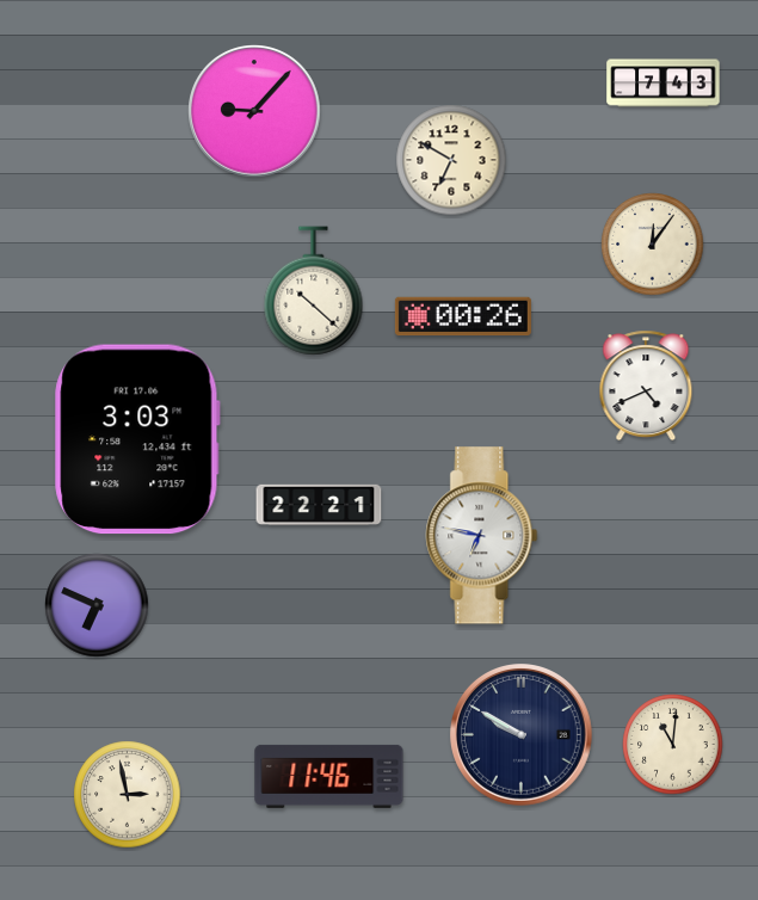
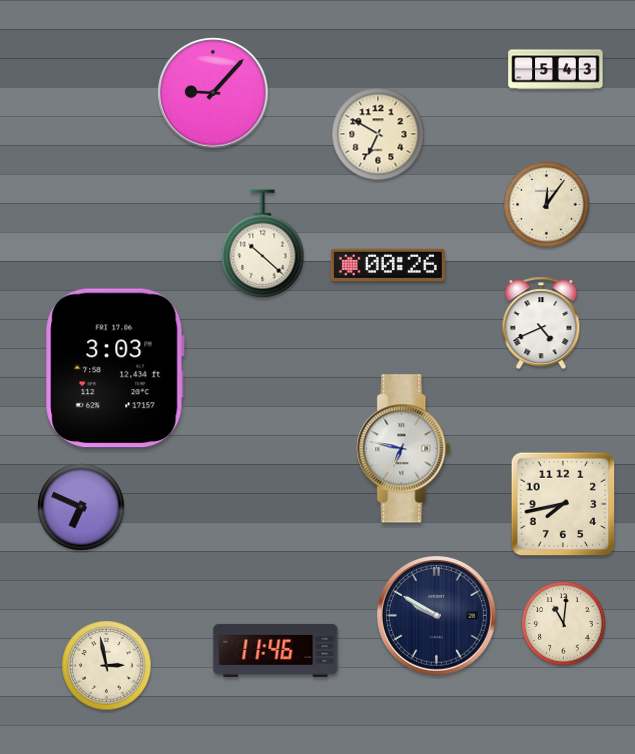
clock at (664, 84): 7:43 -> 5:43
clock at (319, 504): 22:21 -> none
clock at (563, 504): none -> 7:43
